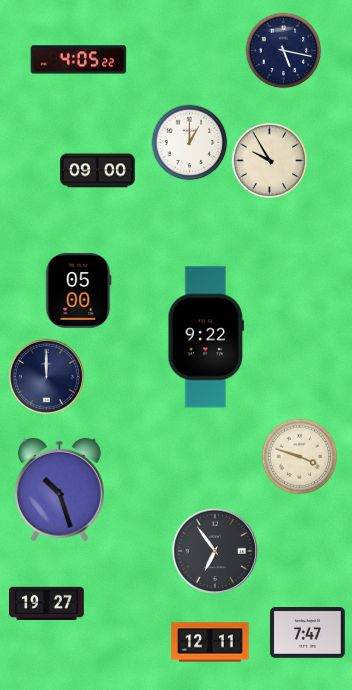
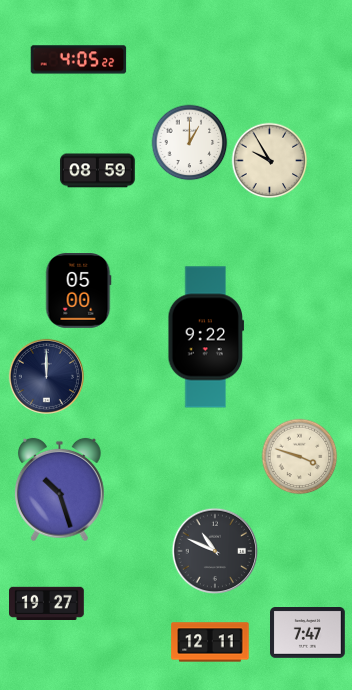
clock at (284, 51): 5:17 -> none
clock at (98, 171): 09:00 -> 08:59
clock at (215, 551): 6:54 -> 10:49
